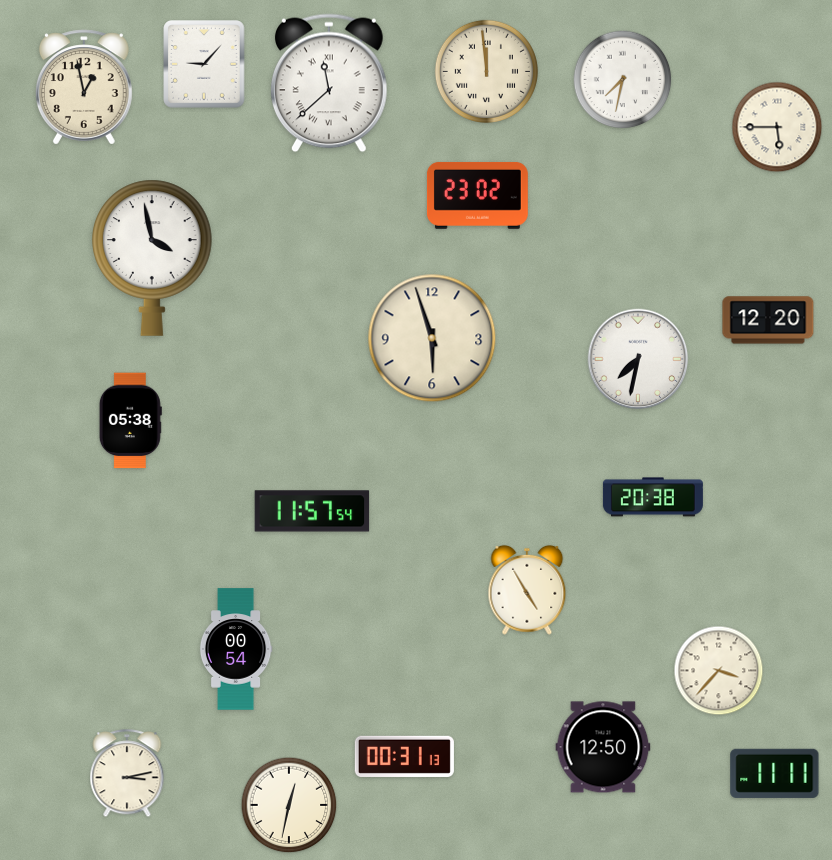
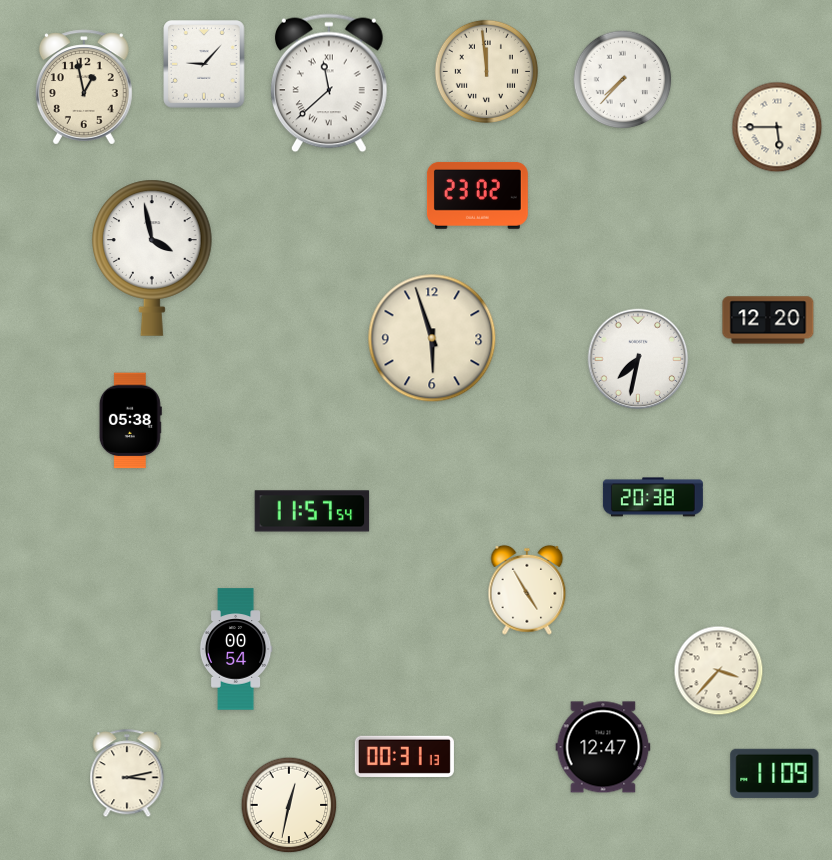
clock at (623, 80): 7:32 -> 7:37
clock at (603, 747): 12:50 -> 12:47
clock at (775, 773): 11:11 -> 11:09
